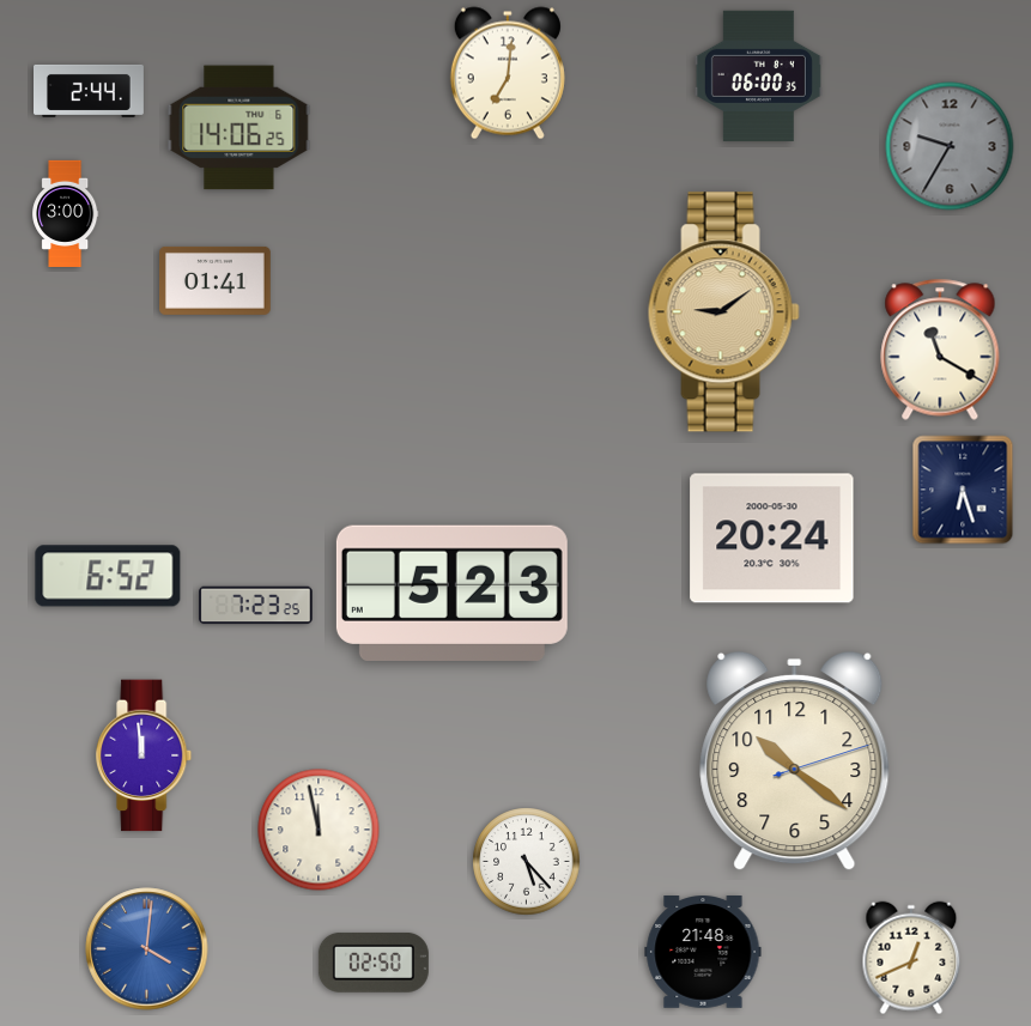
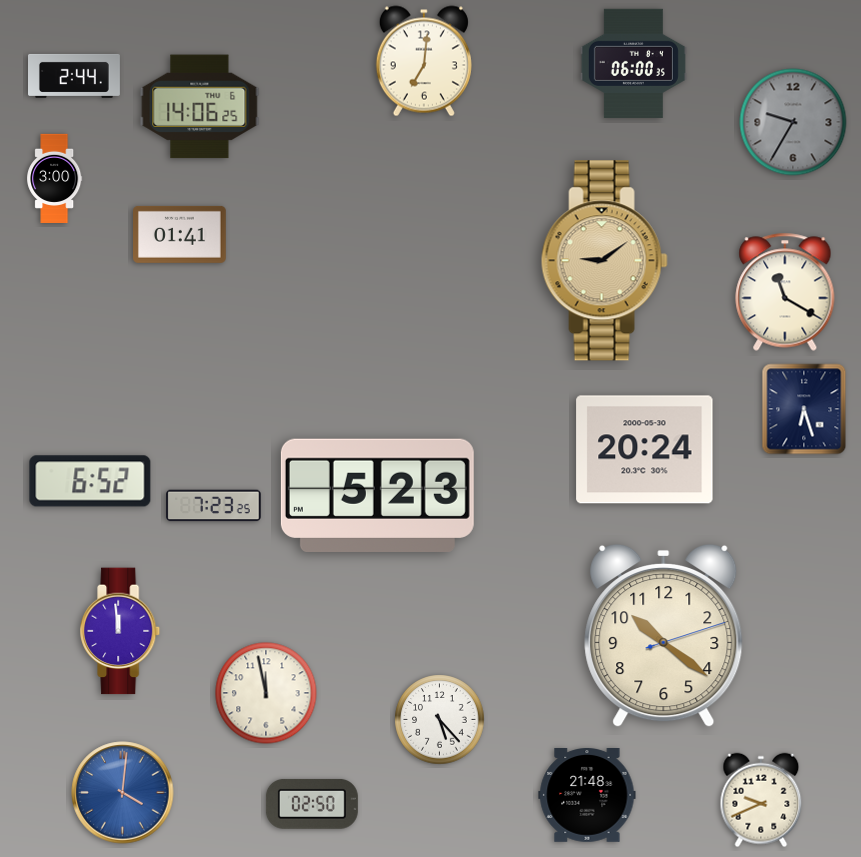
clock at (911, 958): 12:41 -> 9:41
